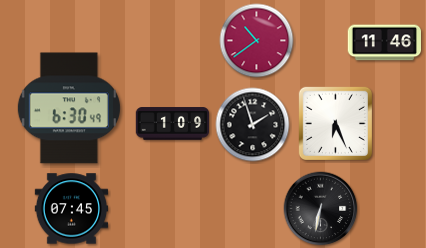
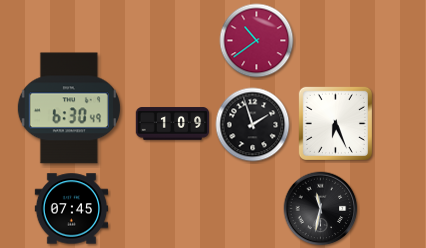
clock at (385, 43): 11:46 -> none
clock at (321, 209): 6:32 -> 11:32
